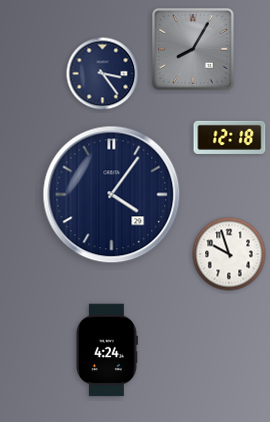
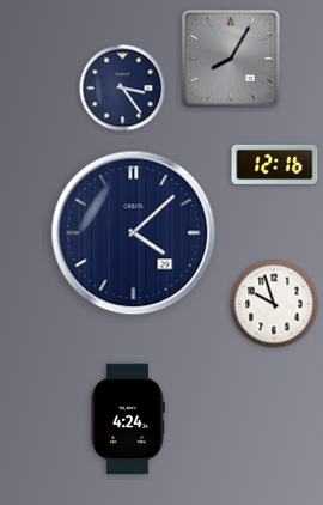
clock at (230, 137): 12:18 -> 12:16
clock at (112, 195): 4:06 -> 4:08
